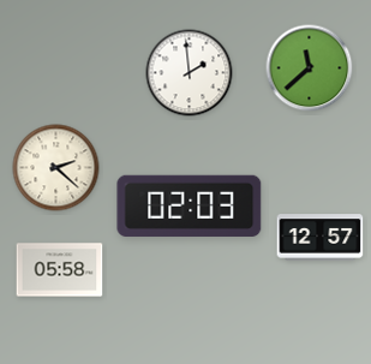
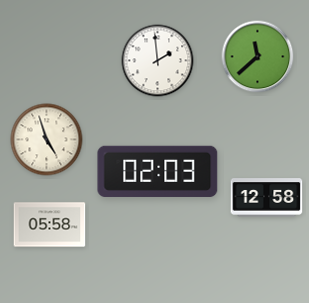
clock at (56, 168): 2:22 -> 4:57
clock at (321, 238): 12:57 -> 12:58
